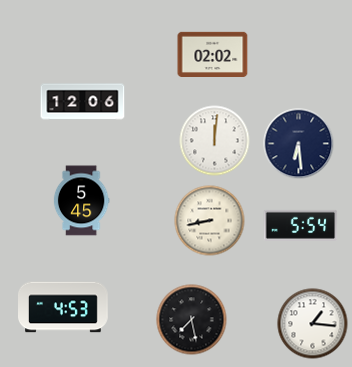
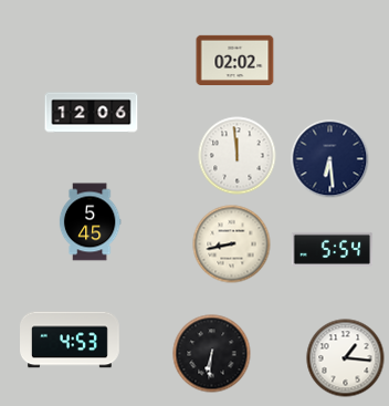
clock at (215, 141): 12:01 -> 11:59
clock at (192, 320): 7:28 -> 6:31
